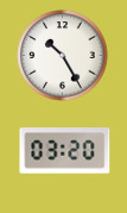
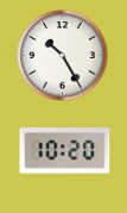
clock at (65, 151): 03:20 -> 10:20
